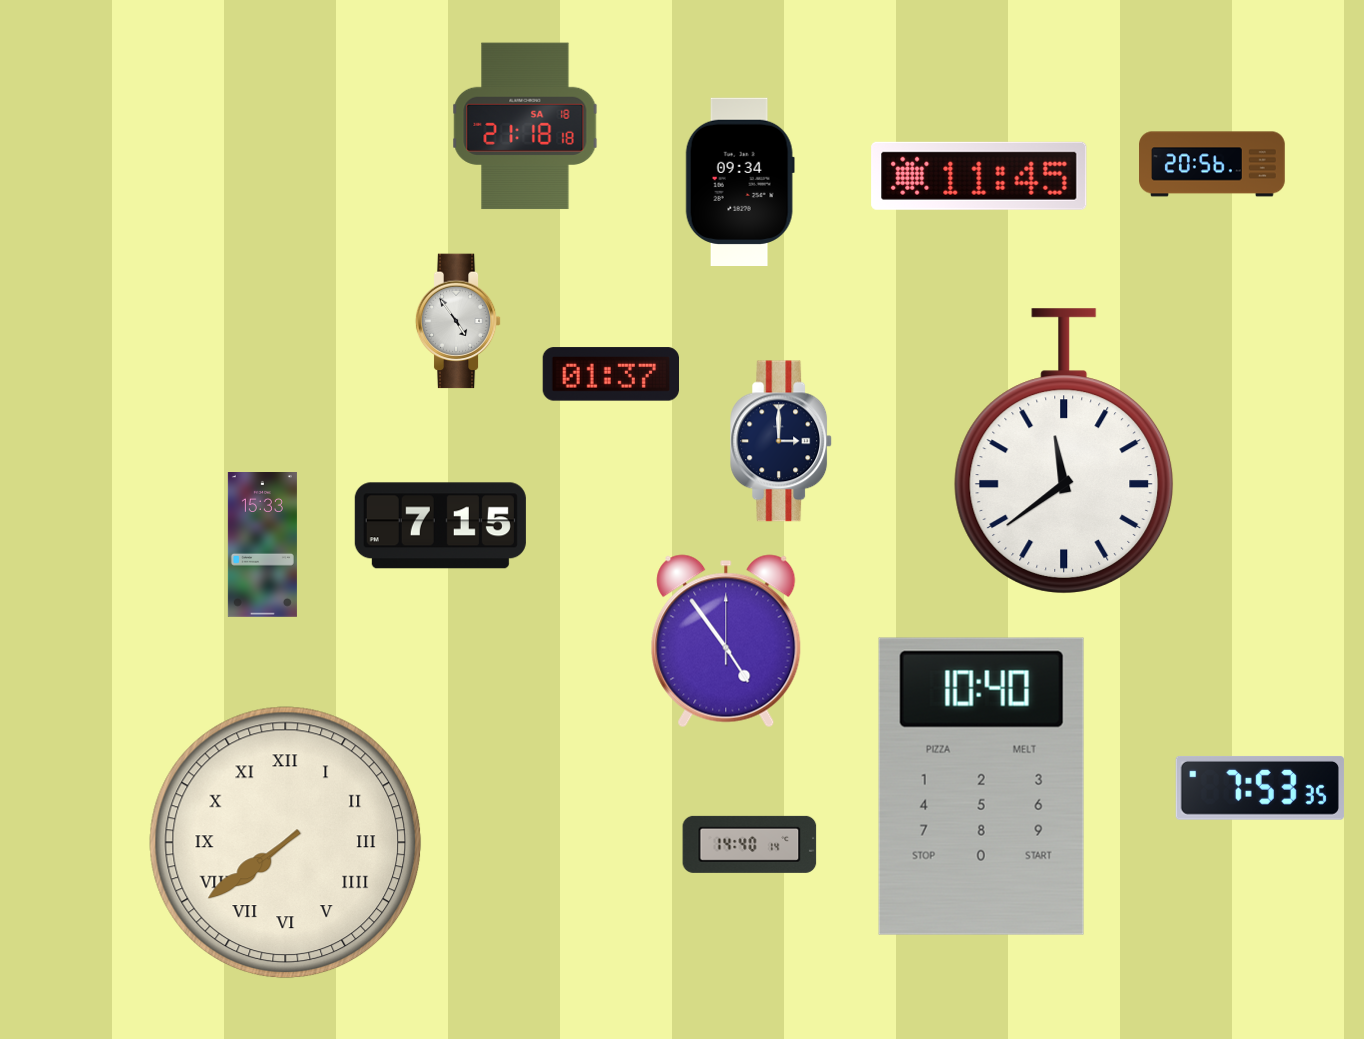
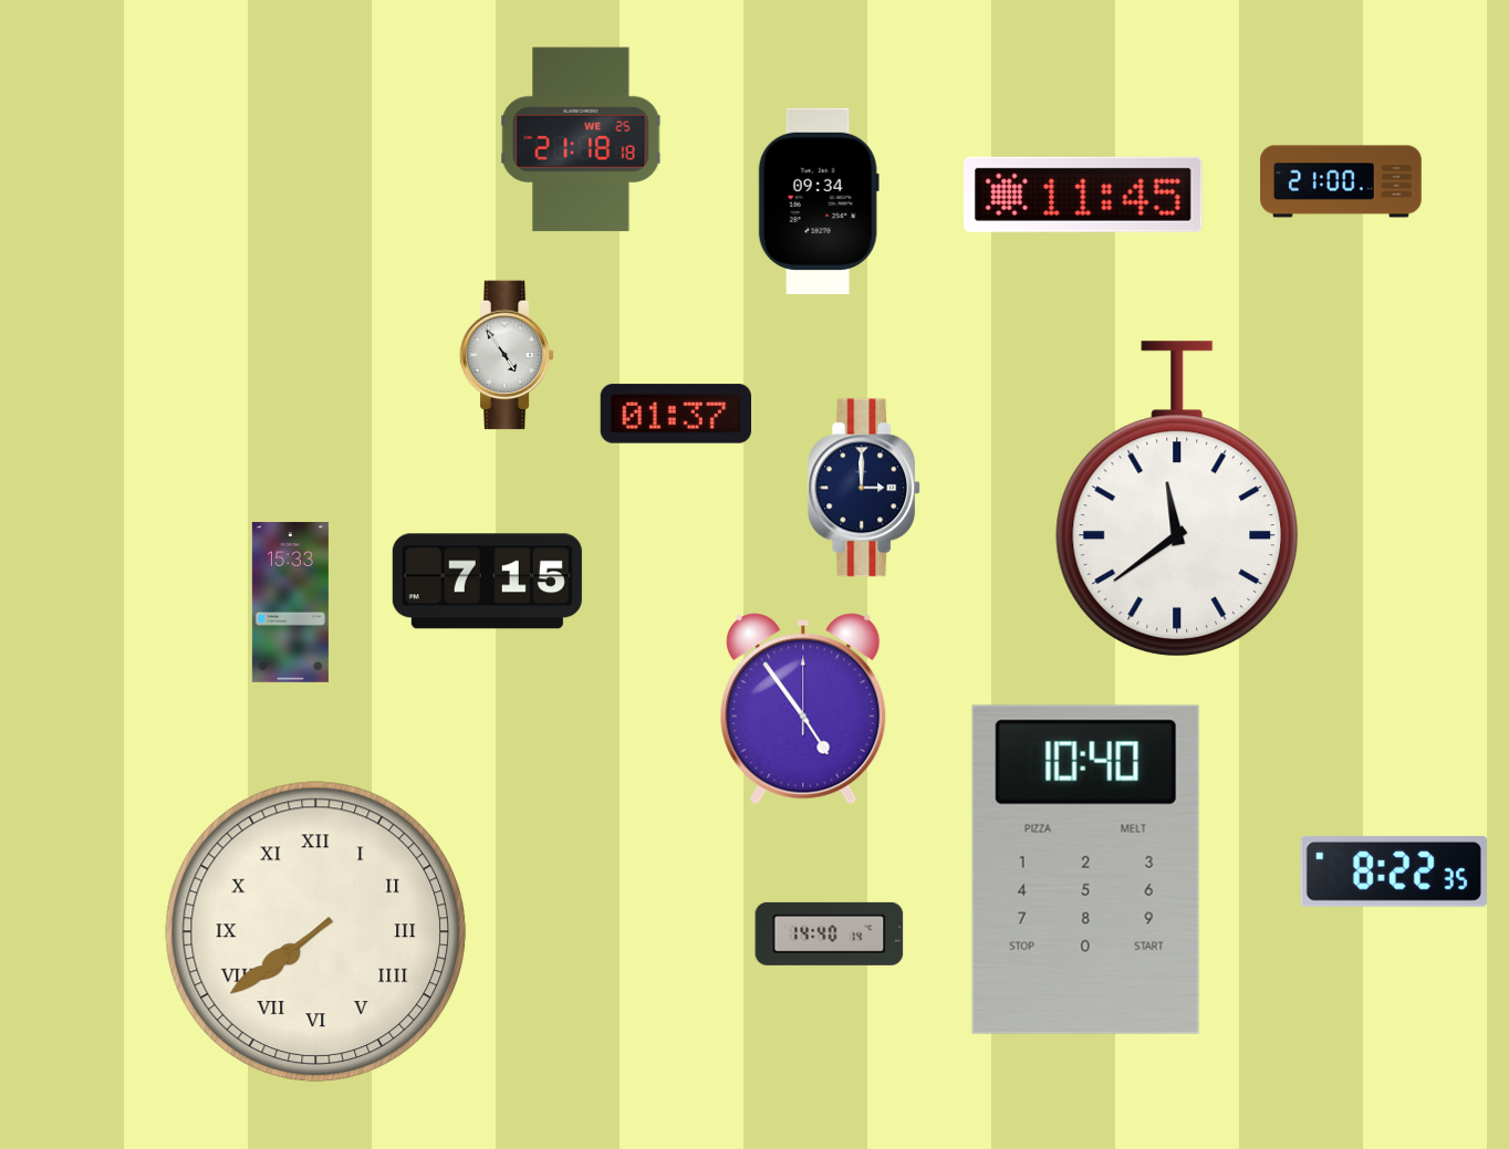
clock at (525, 126) date: SA 18 -> WE 25
clock at (1212, 164): 20:56 -> 21:00
clock at (1260, 788): 7:53 -> 8:22
